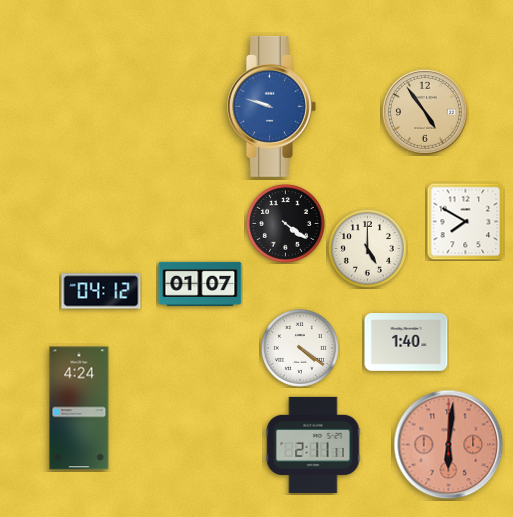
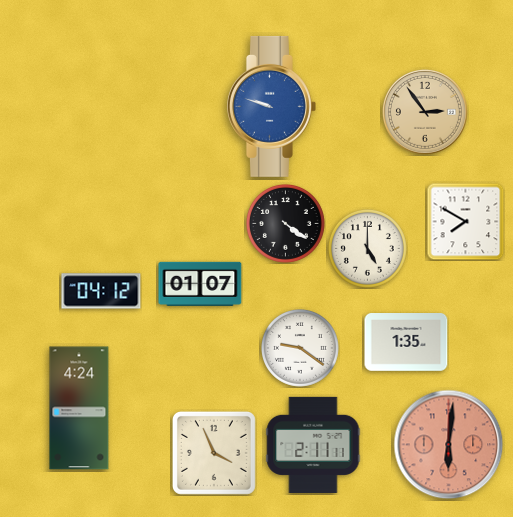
clock at (425, 112): 4:54 -> 2:54
clock at (406, 343): 1:40 -> 1:35
clock at (300, 348): 4:21 -> 9:21
clock at (214, 453): none -> 3:56
